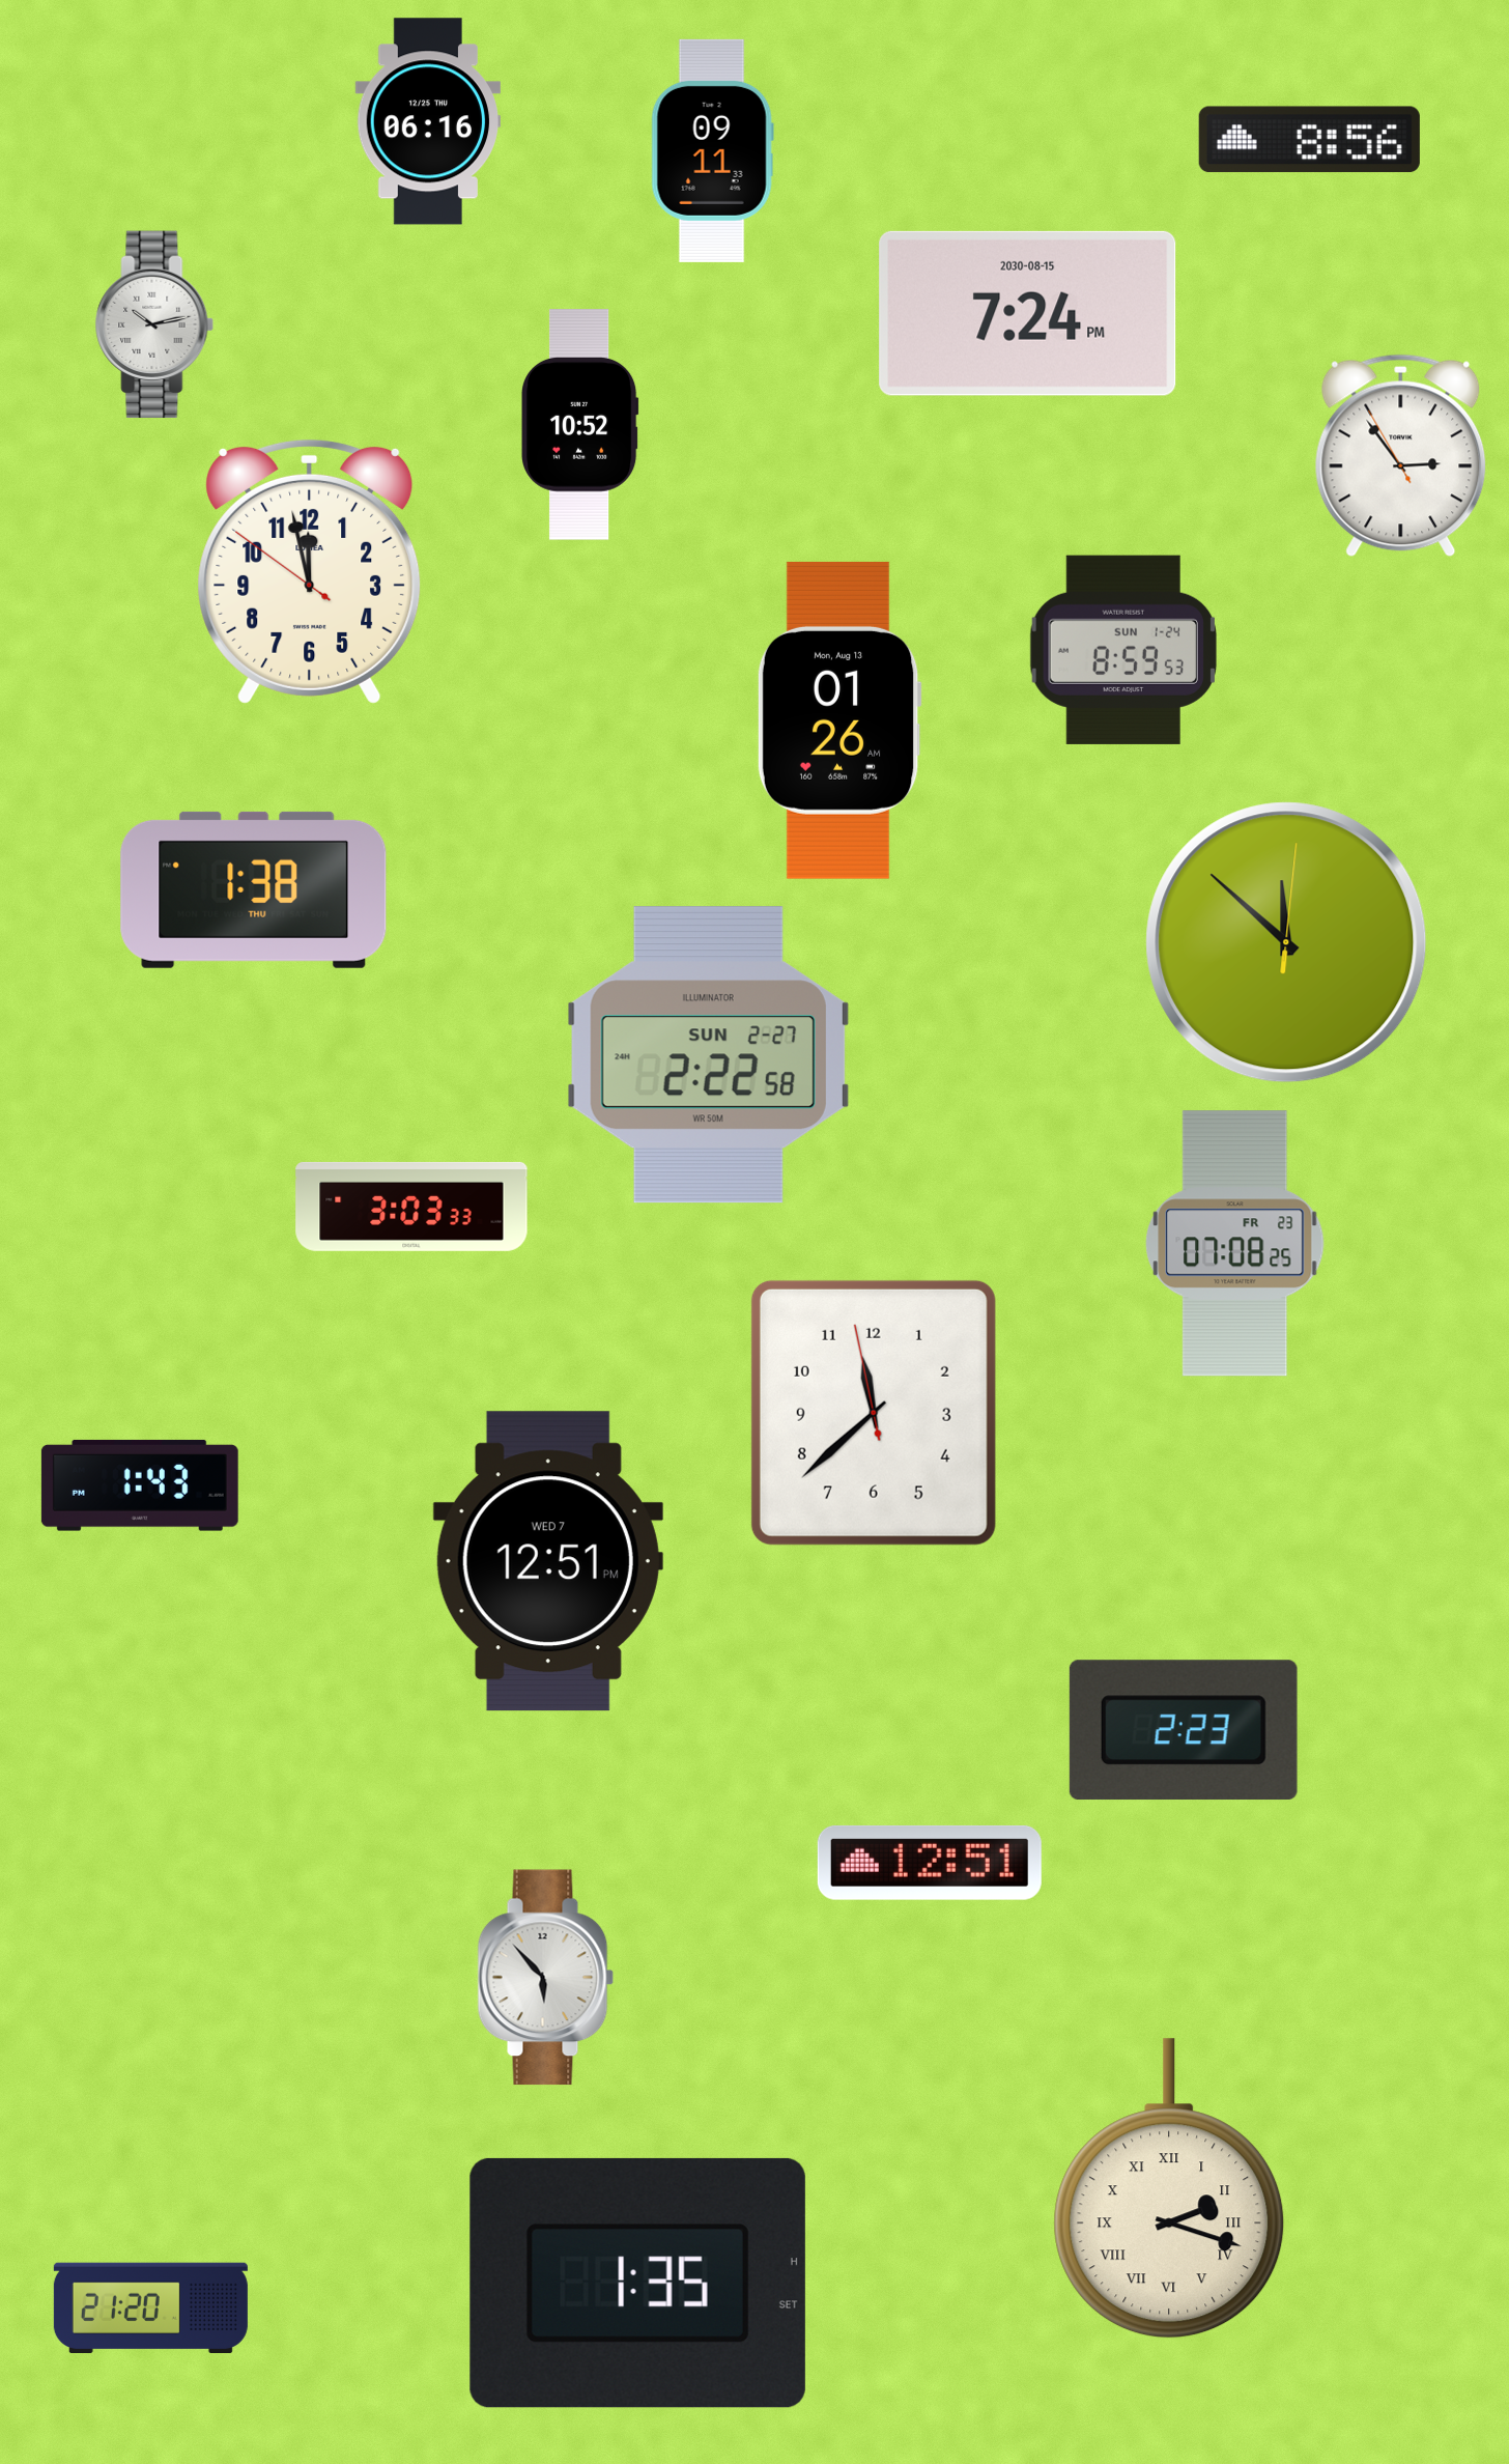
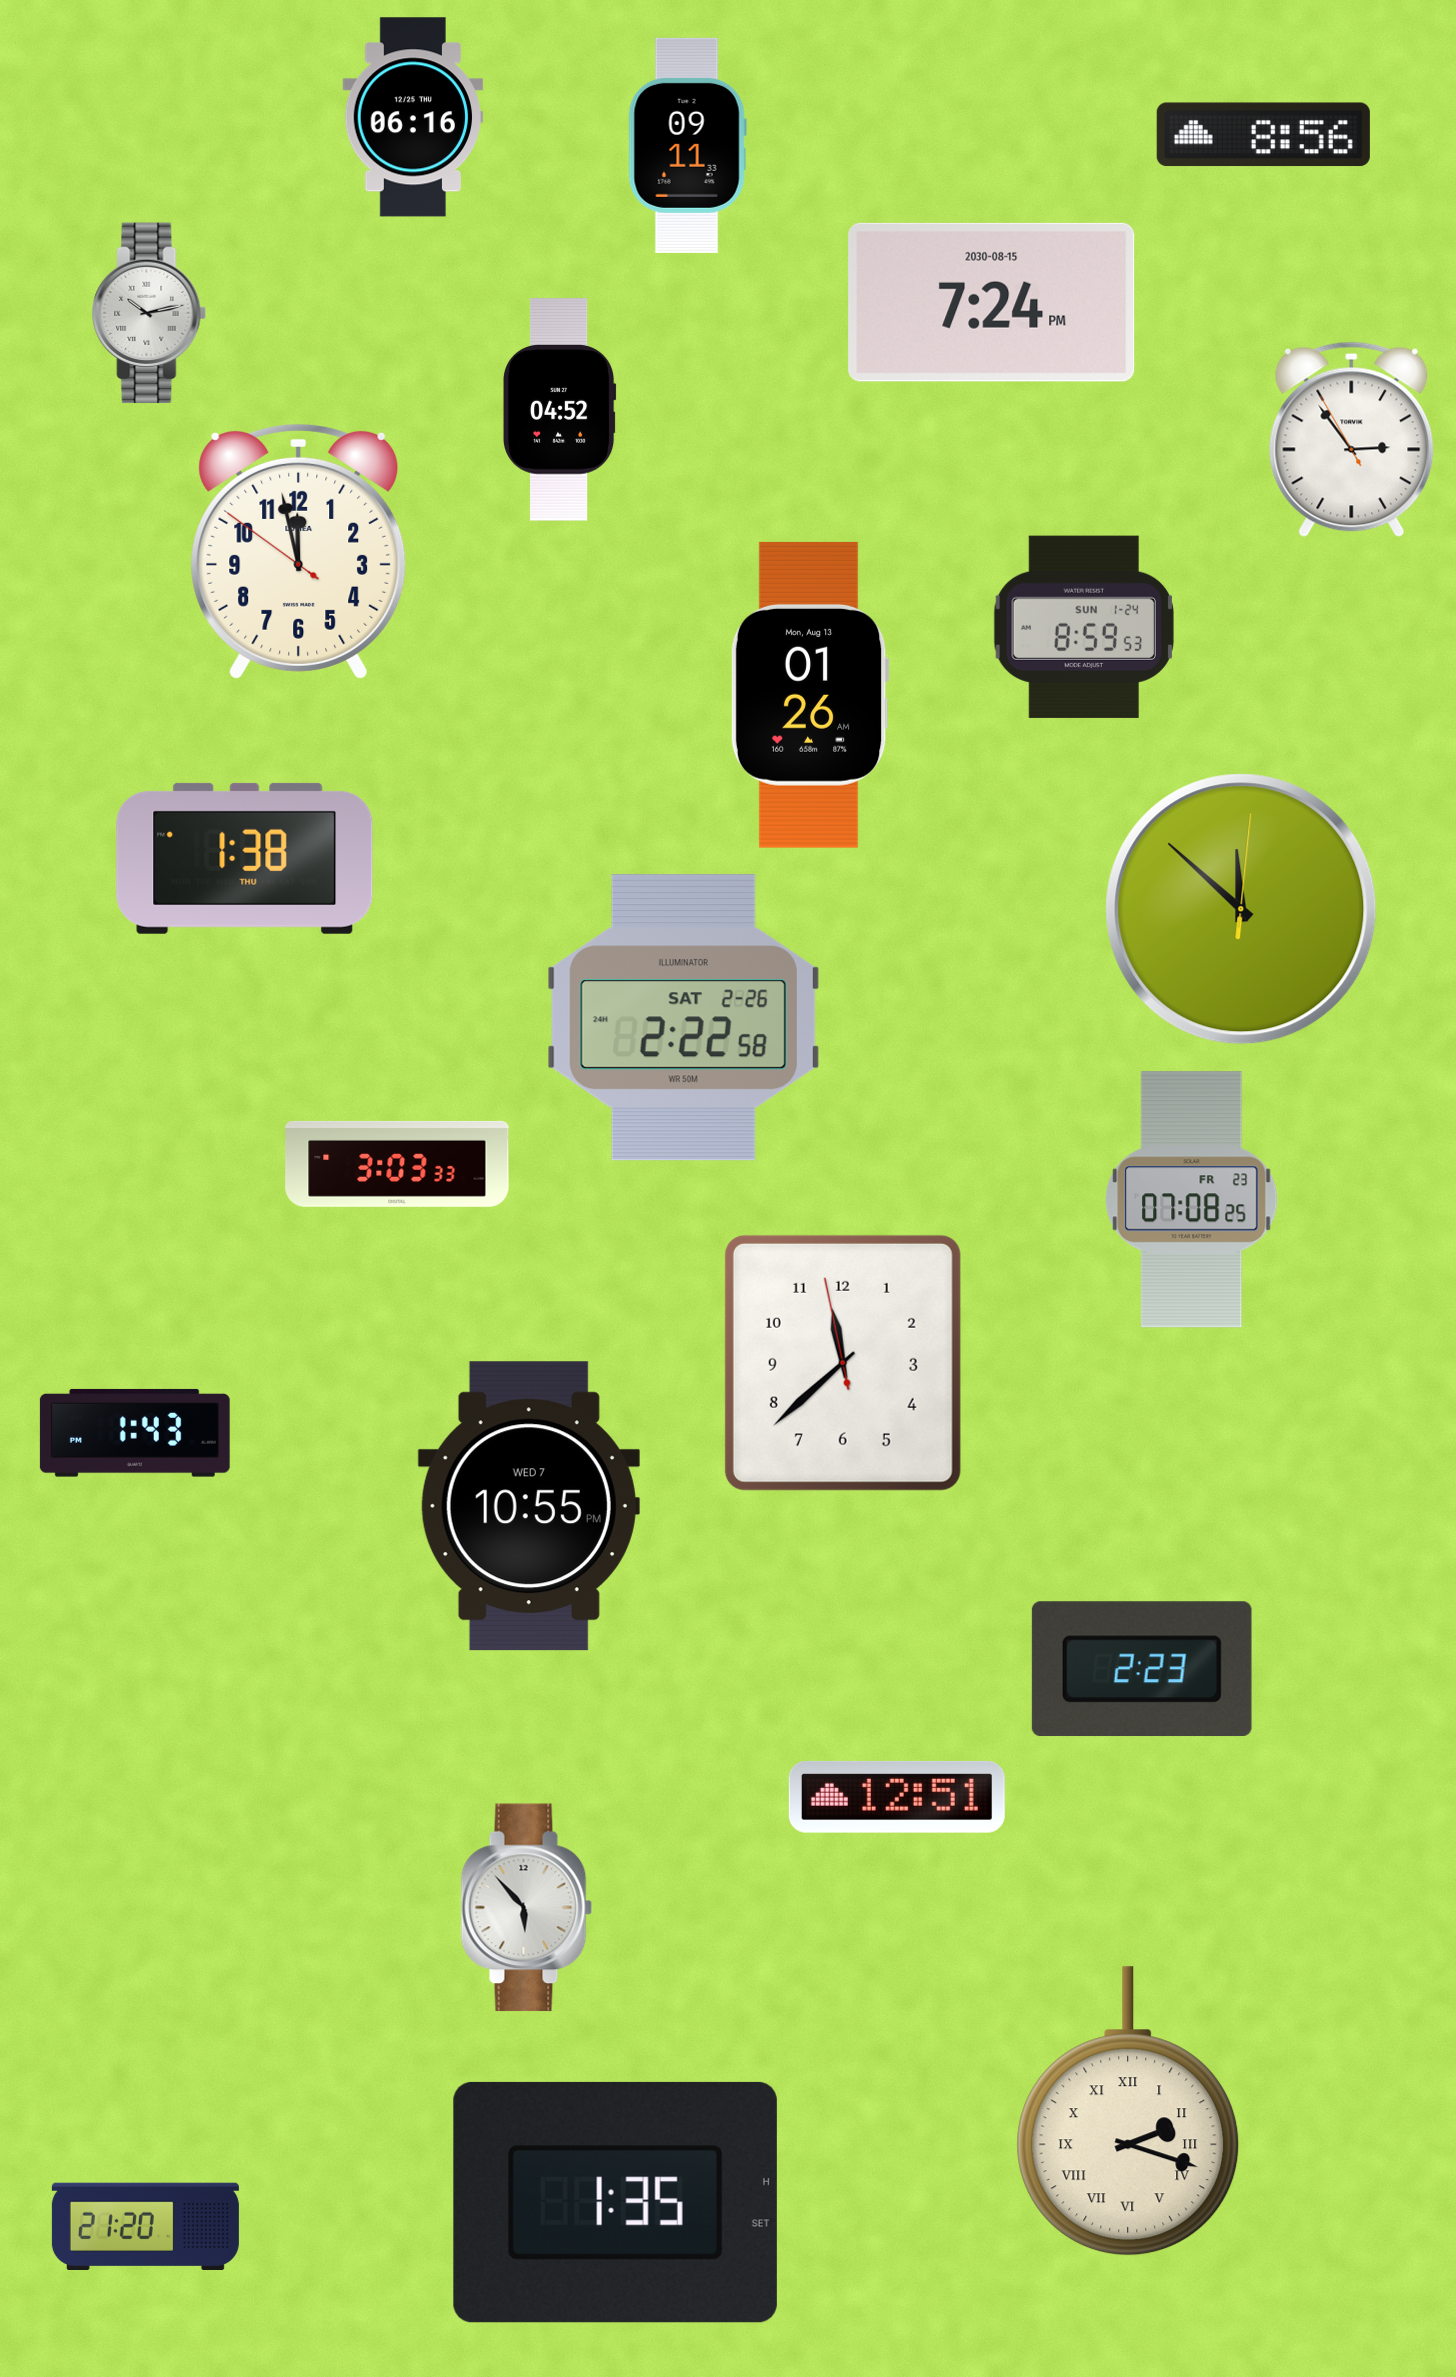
clock at (579, 425): 10:52 -> 04:52
clock at (708, 1055) date: SUN 2-27 -> SAT 2-26
clock at (548, 1561): 12:51 -> 10:55
